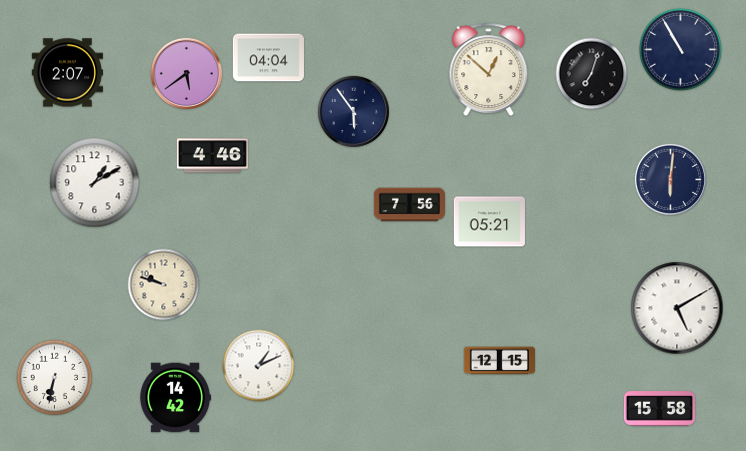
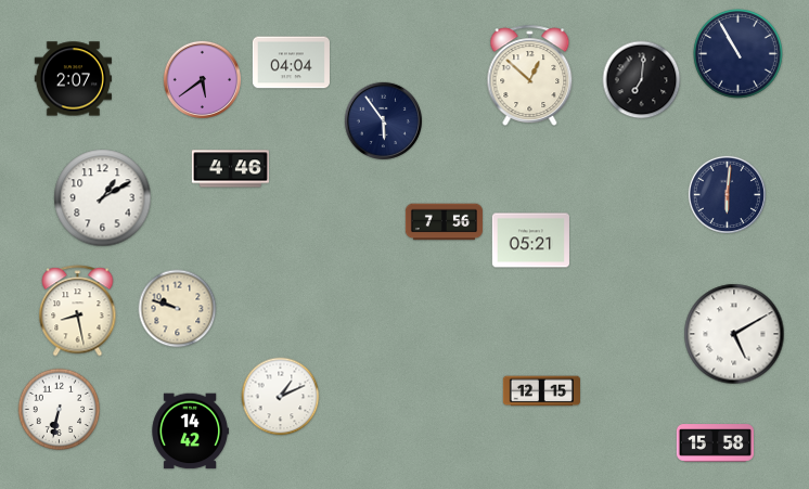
clock at (592, 74): 7:03 -> 7:01
clock at (78, 311): none -> 8:28
